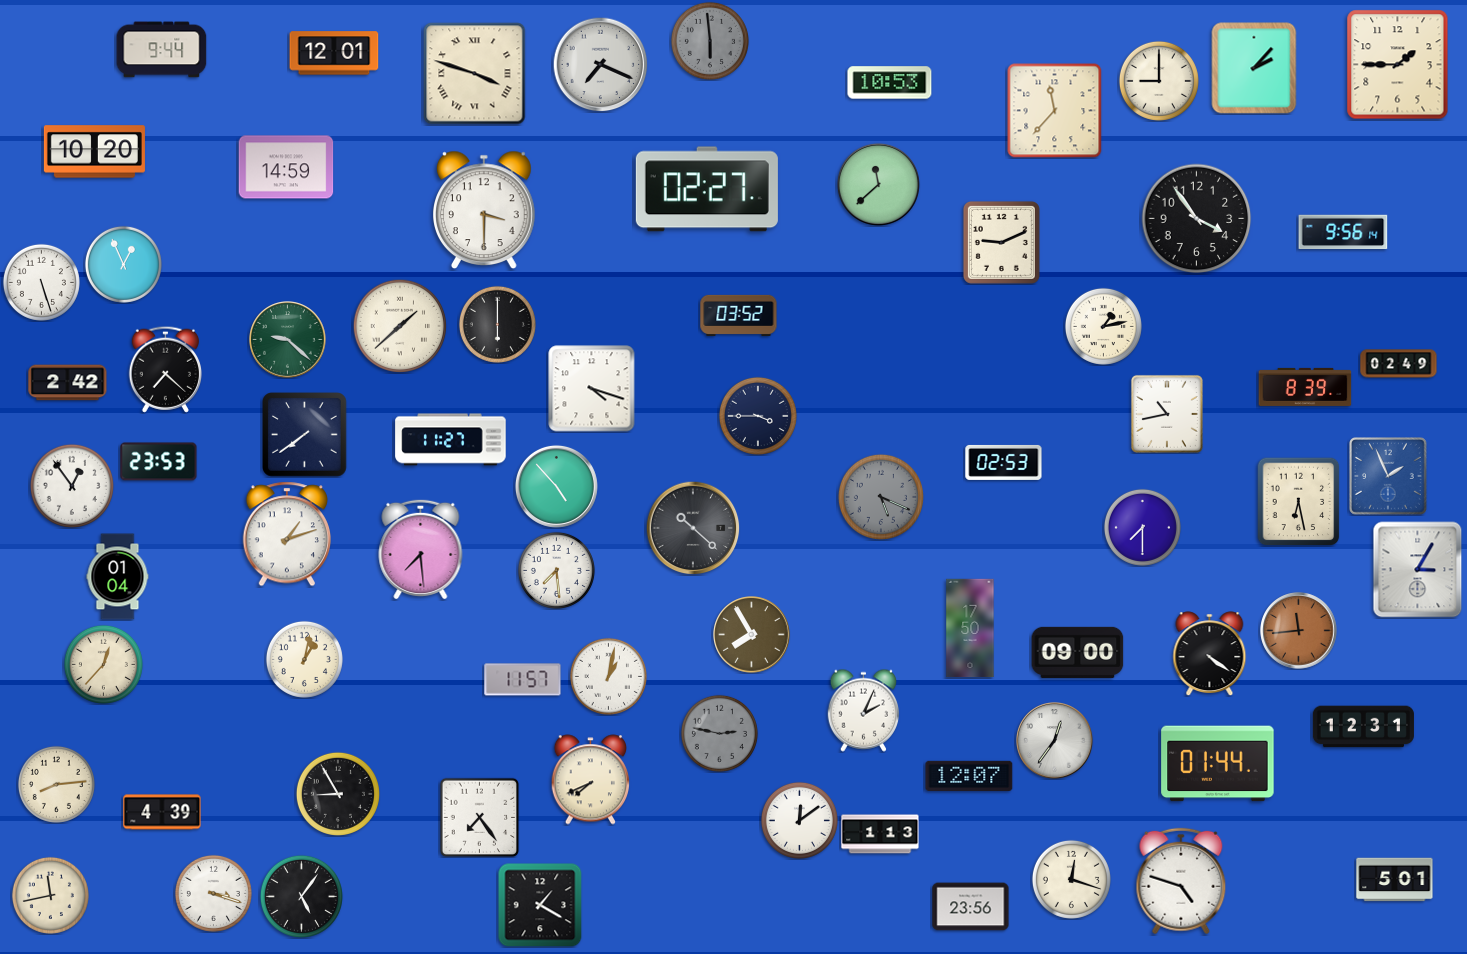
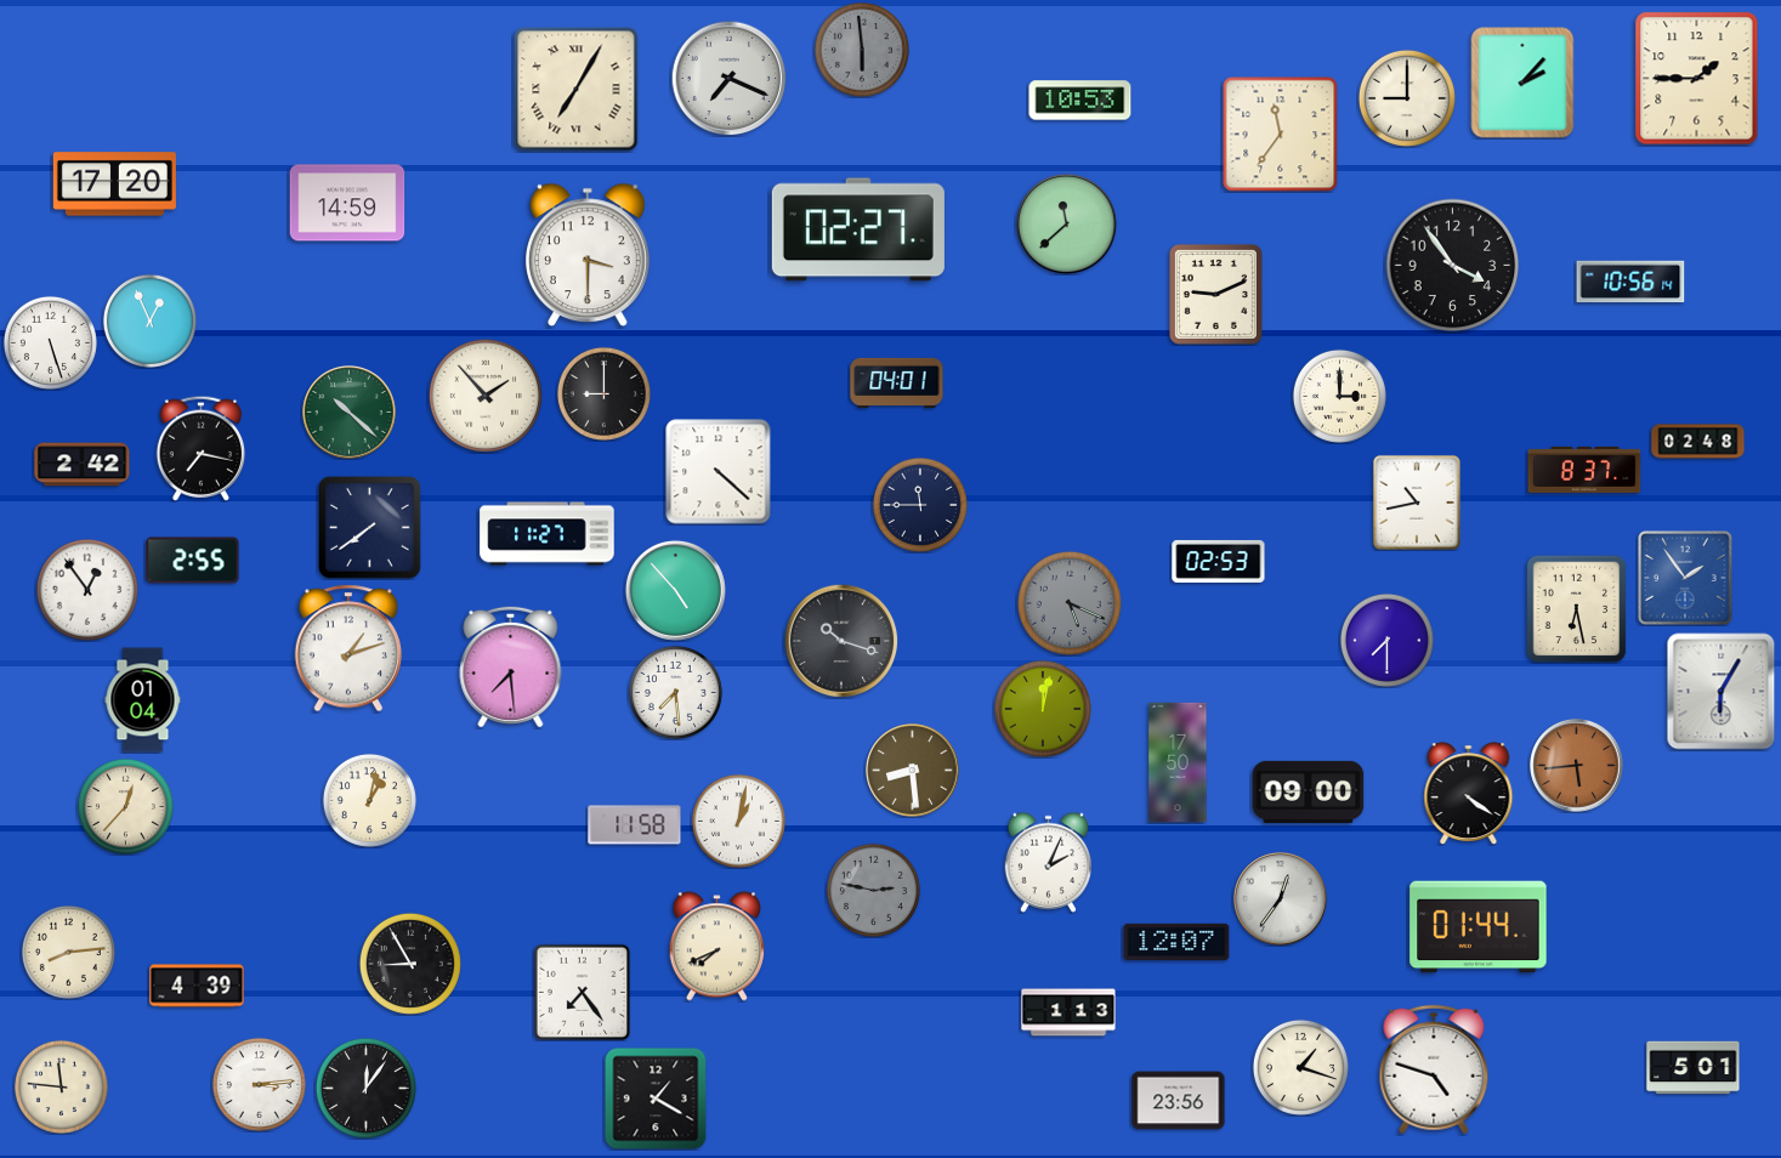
clock at (162, 50): 9:44 -> none
clock at (334, 53): 12:01 -> none
clock at (475, 74): 3:48 -> 7:05
clock at (1055, 111): 11:37 -> 11:36
clock at (94, 152): 10:20 -> 17:20
clock at (1343, 232): 9:56 -> 10:56
clock at (739, 315): 03:52 -> 04:01
clock at (497, 324): 6:00 -> 9:00
clock at (400, 326): 1:38 -> 1:53
clock at (1103, 326): 1:13 -> 3:00
clock at (288, 340): 9:22 -> 10:22
clock at (1399, 364): 02:49 -> 02:48
clock at (165, 369): 7:22 -> 7:17
clock at (1305, 387): 8:39 -> 8:37
clock at (592, 389): 4:18 -> 4:22
clock at (758, 416): 3:45 -> 11:45
clock at (159, 462): 23:53 -> 2:55
clock at (1389, 477): 1:56 -> 1:54
clock at (693, 528): 10:22 -> 10:18
clock at (1418, 570): 3:05 -> 6:05
clock at (1043, 709): none -> 12:02
clock at (1299, 631): 11:44 -> 5:44
clock at (752, 635): 7:55 -> 8:29
clock at (523, 680): 11:57 -> 11:58
clock at (1363, 727): 12:31 -> none
clock at (799, 820): 12:09 -> none
clock at (1071, 879): 12:18 -> 1:18
clock at (213, 893): 3:18 -> 3:14
clock at (50, 895): 11:43 -> 11:46
clock at (301, 896): 5:06 -> 12:06
